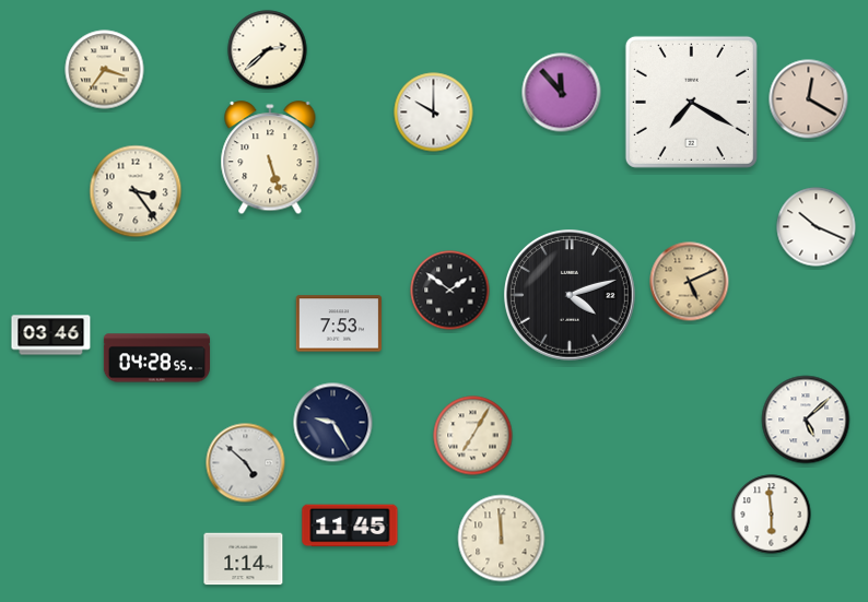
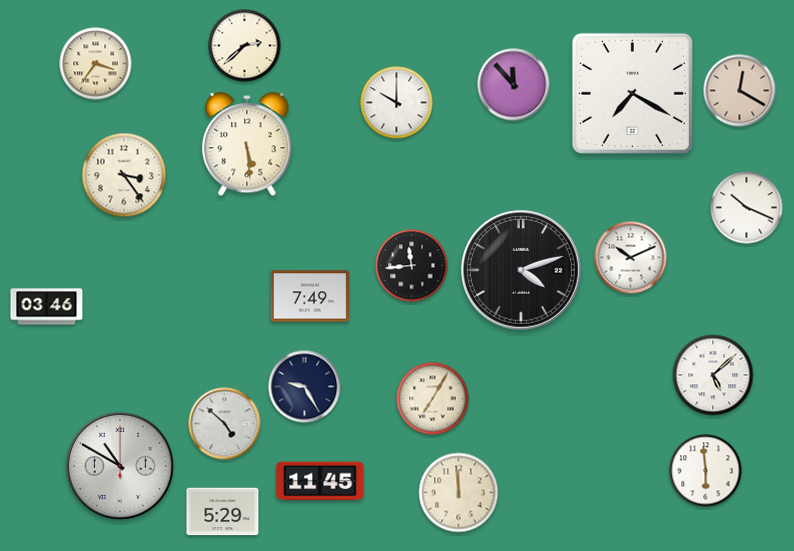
clock at (270, 158): 5:27 -> 5:29
clock at (690, 282): 5:11 -> 10:11
clock at (690, 282) dial: champagne -> white
clock at (450, 291): 1:51 -> 11:44
clock at (339, 323): 7:53 -> 7:49
clock at (156, 358): 04:28 -> none
clock at (806, 420) position: (806, 420) -> (713, 375)
clock at (120, 466): none -> 10:50
clock at (244, 559): 1:14 -> 5:29
